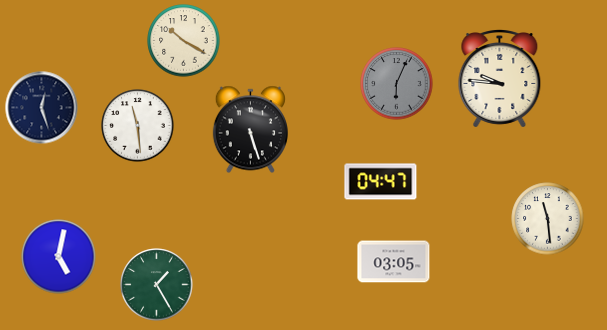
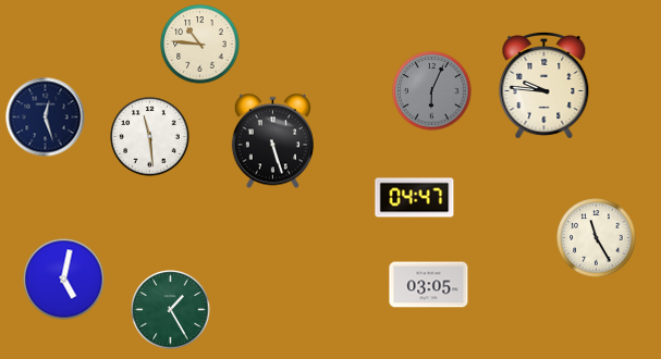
clock at (184, 41): 10:20 -> 10:46
clock at (548, 219): 11:29 -> 11:25
